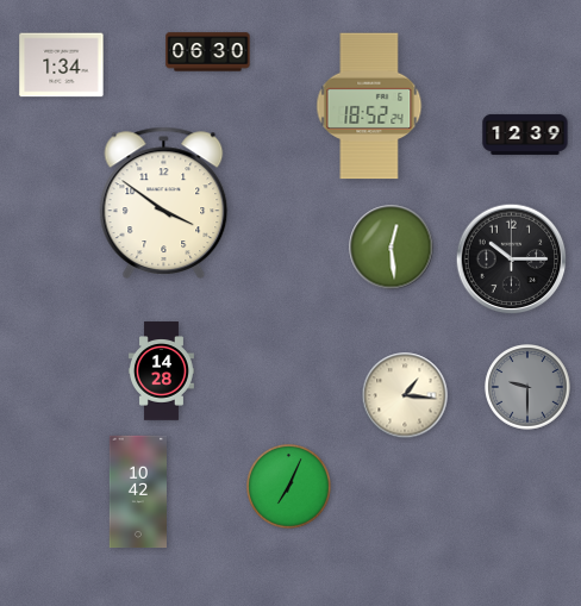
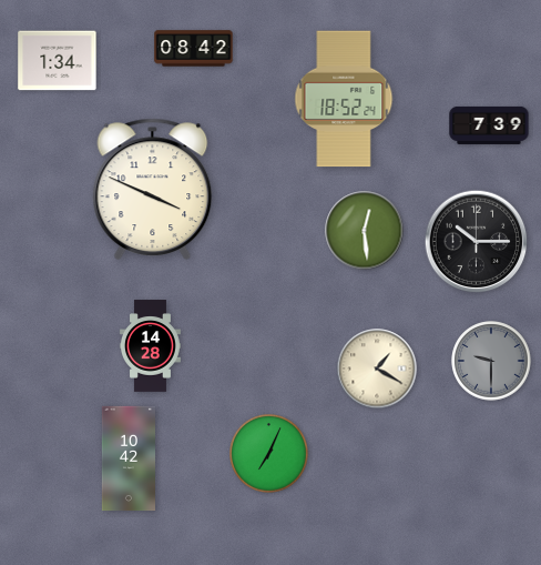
clock at (208, 52): 06:30 -> 08:42
clock at (525, 135): 12:39 -> 7:39
clock at (164, 202): 3:51 -> 3:49
clock at (405, 395): 1:16 -> 1:20
